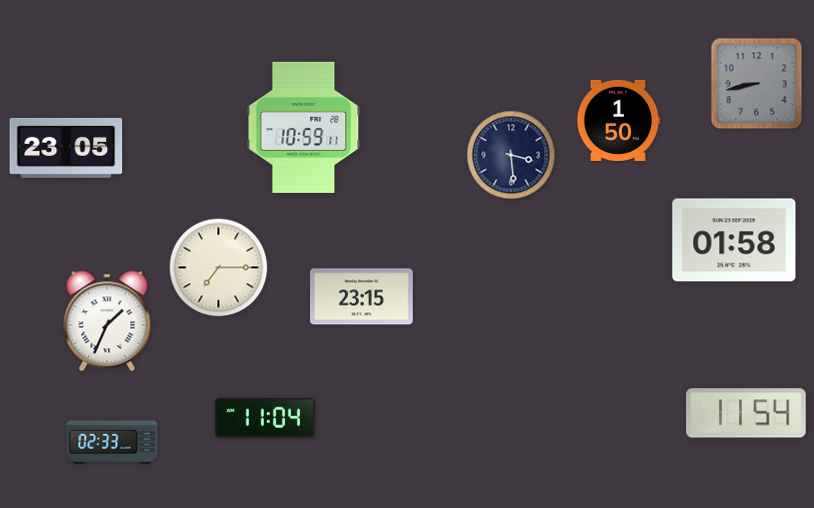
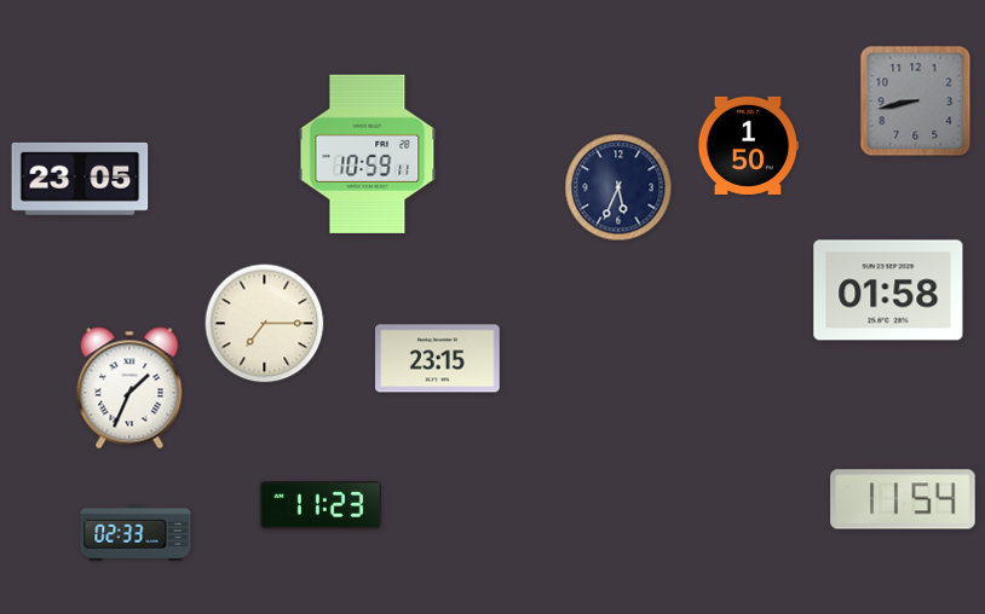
clock at (511, 155): 3:29 -> 5:34
clock at (265, 418): 11:04 -> 11:23
